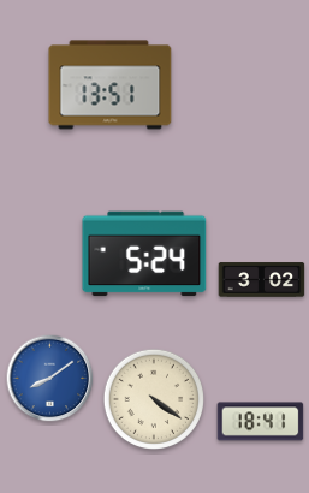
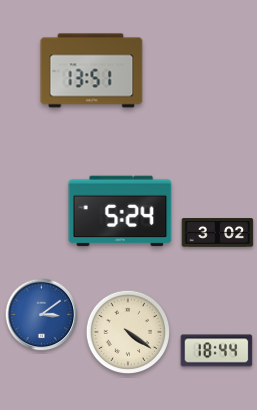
clock at (50, 379): 8:09 -> 3:09
clock at (261, 422): 18:41 -> 18:44
